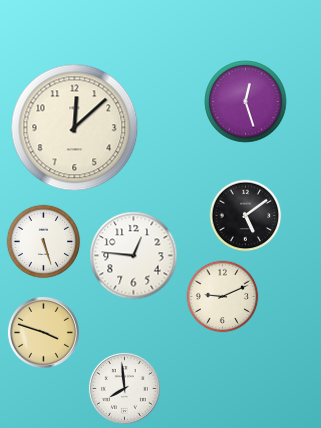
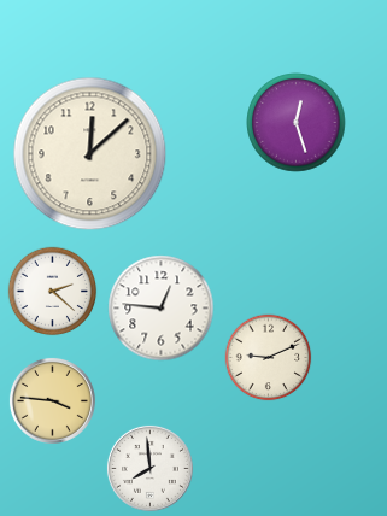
clock at (246, 216): 5:09 -> none
clock at (44, 242): 5:27 -> 2:22
clock at (43, 332): 3:48 -> 3:46
